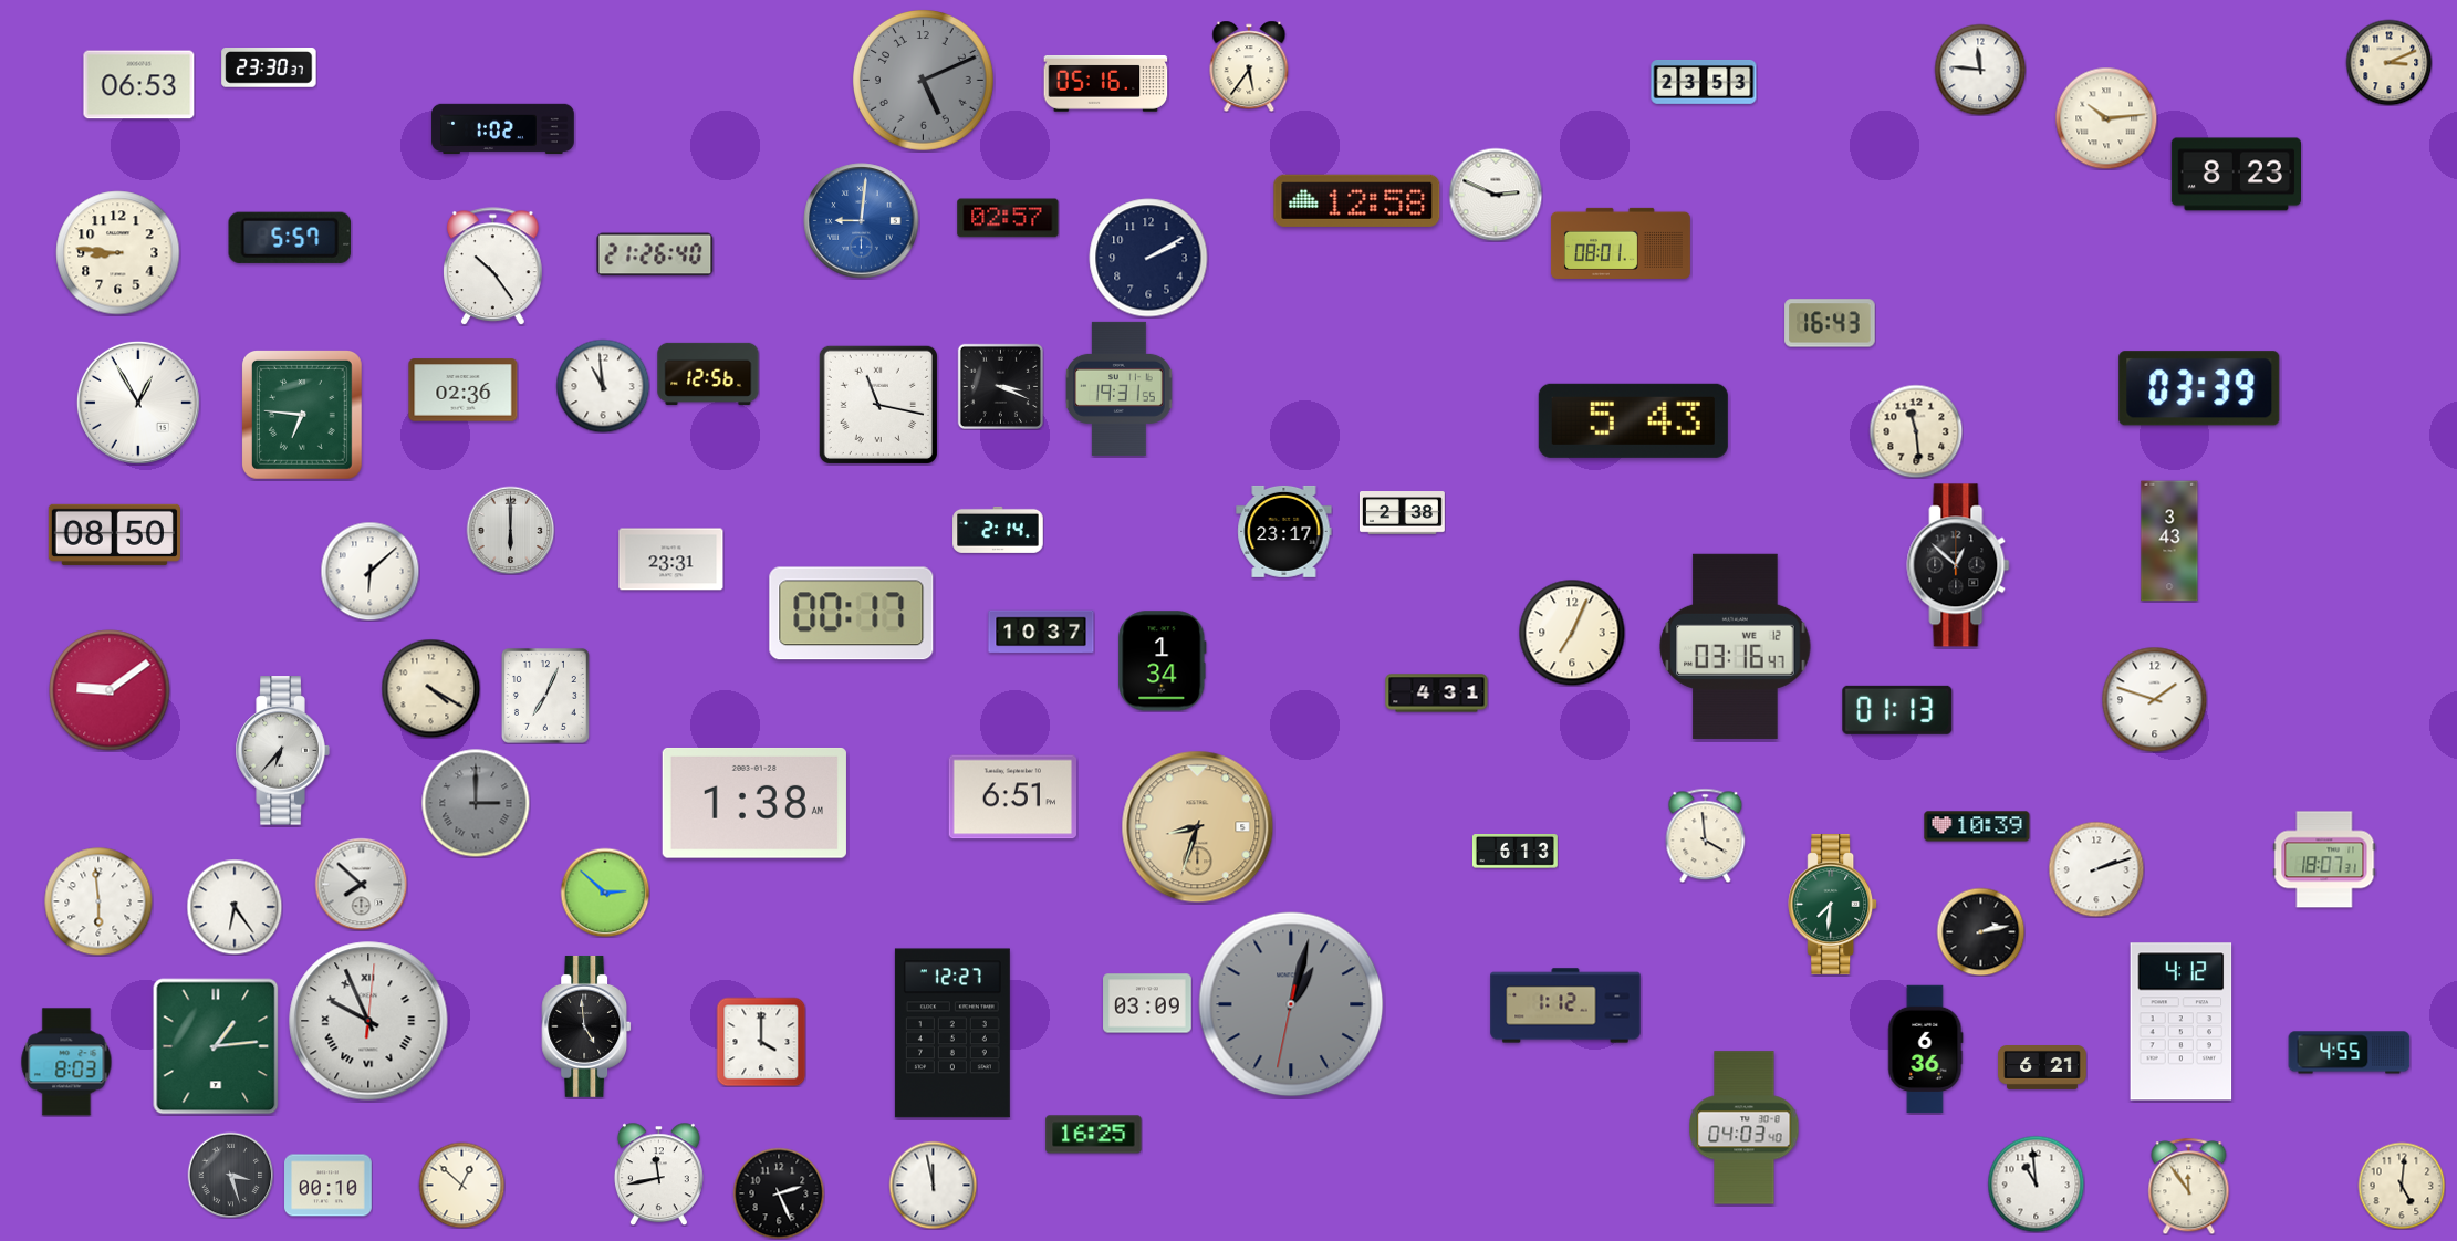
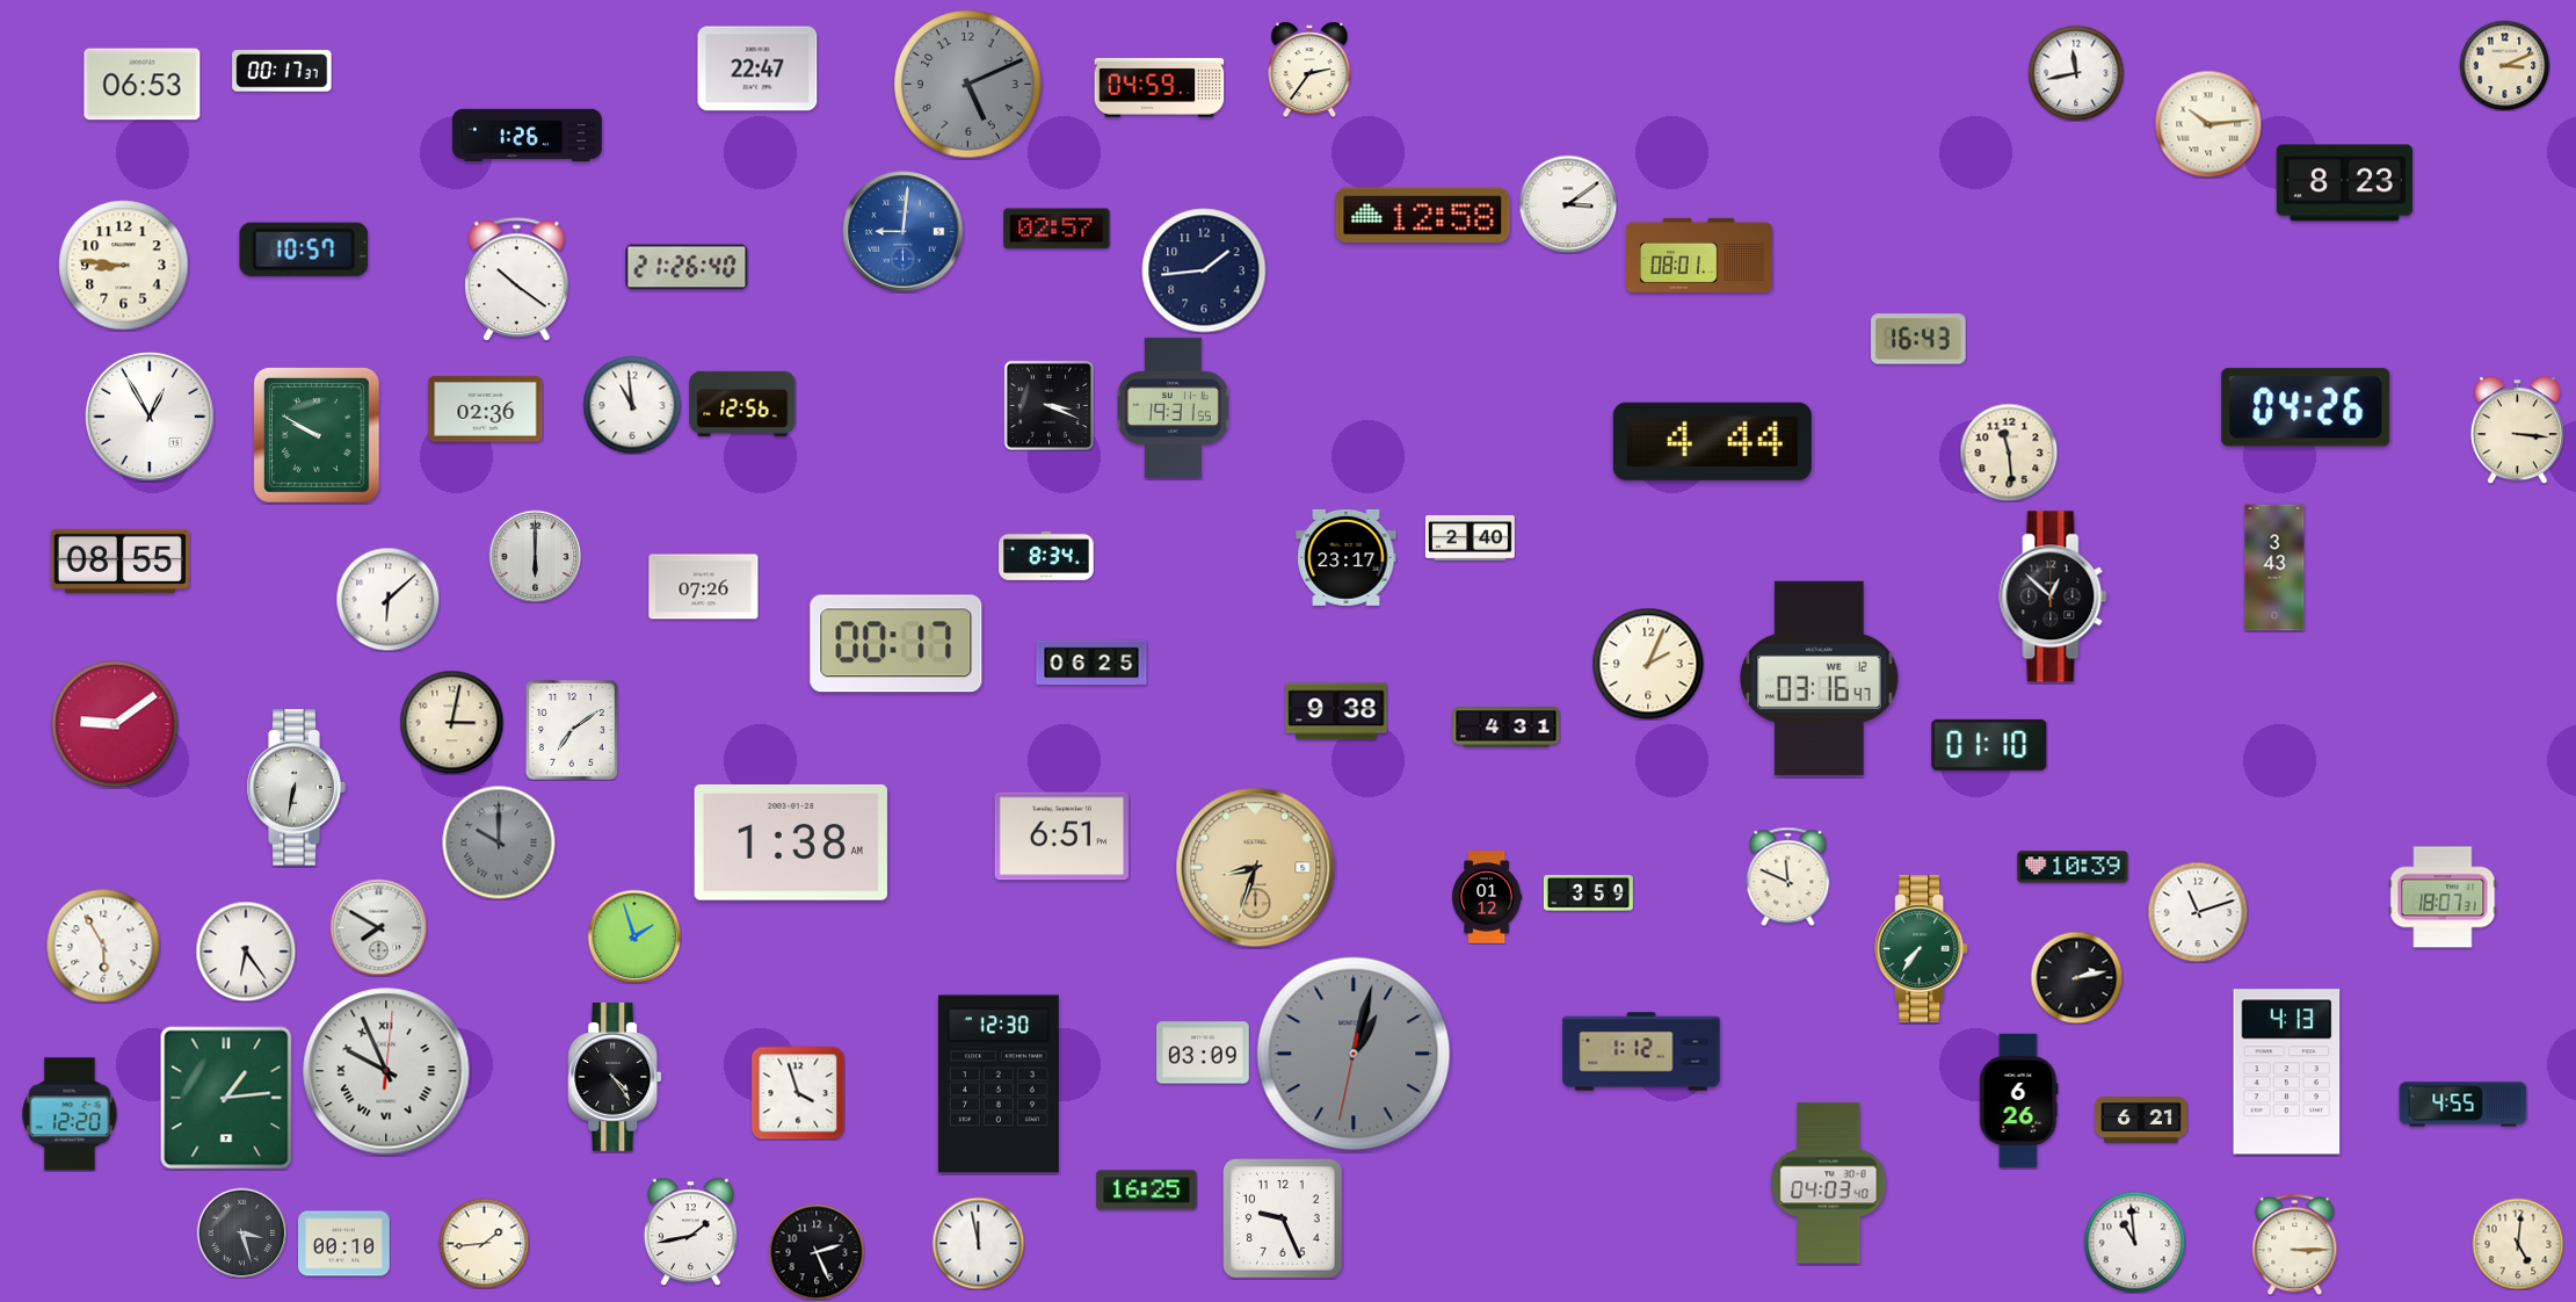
clock at (757, 68): none -> 22:47
clock at (1249, 66): 5:36 -> 2:36
clock at (269, 69): 23:30 -> 00:17
clock at (1980, 70): 11:46 -> 11:43
clock at (1704, 82): 23:53 -> none
clock at (1106, 83): 05:16 -> 04:59
clock at (139, 85) position: (139, 85) -> (143, 85)
clock at (503, 129): 1:02 -> 1:26
clock at (1496, 195): 2:49 -> 3:09
clock at (1357, 200) position: (1357, 200) -> (1423, 215)
clock at (290, 238): 5:57 -> 10:57
clock at (1148, 258): 2:10 -> 1:44
clock at (493, 267): 10:24 -> 10:21
clock at (708, 374) position: (708, 374) -> (742, 404)
clock at (2199, 388): 03:39 -> 04:26
clock at (138, 403) position: (138, 403) -> (150, 417)
clock at (878, 405): 11:17 -> none
clock at (2517, 429): none -> 3:16
clock at (302, 415): 6:46 -> 9:50
clock at (1633, 420): 5:43 -> 4:44
clock at (1403, 513): 2:38 -> 2:40
clock at (998, 530): 2:14 -> 8:34
clock at (114, 534): 08:50 -> 08:55
clock at (671, 560): 23:31 -> 07:26
clock at (1958, 565) position: (1958, 565) -> (2053, 596)
clock at (852, 614) position: (852, 614) -> (897, 644)
clock at (1041, 632): 10:37 -> 06:25
clock at (1572, 633): 7:04 -> 2:04
clock at (1163, 661): 1:34 -> none
clock at (1336, 711): none -> 9:38
clock at (430, 688): 4:20 -> 3:02
clock at (546, 697): 7:04 -> 7:09
clock at (2154, 699): 1:48 -> none
clock at (1897, 710): 01:13 -> 01:10
clock at (282, 751): 6:37 -> 6:32
clock at (476, 803): 3:00 -> 10:00
clock at (1706, 835): 3:59 -> 11:49
clock at (1514, 852): 6:13 -> 3:59
clock at (1487, 897): none -> 01:12
clock at (2324, 859) position: (2324, 859) -> (2443, 897)
clock at (2096, 869): 2:12 -> 11:12
clock at (361, 884): 7:52 -> 7:50
clock at (605, 893): 2:52 -> 1:57
clock at (98, 901): 5:59 -> 5:55
clock at (1833, 904): 7:31 -> 7:36
clock at (1565, 1005) position: (1565, 1005) -> (1641, 1051)
clock at (2182, 1022): 4:12 -> 4:13
clock at (586, 1026): 4:59 -> 4:24
clock at (952, 1033): 12:27 -> 12:30
clock at (761, 1042): 4:00 -> 3:57
clock at (1926, 1050): 6:36 -> 6:26
clock at (66, 1062): 8:03 -> 12:20
clock at (1284, 1220): none -> 9:26
clock at (658, 1174): 11:43 -> 1:43
clock at (461, 1185): 12:52 -> 1:44
clock at (2189, 1186): 11:54 -> 3:15
